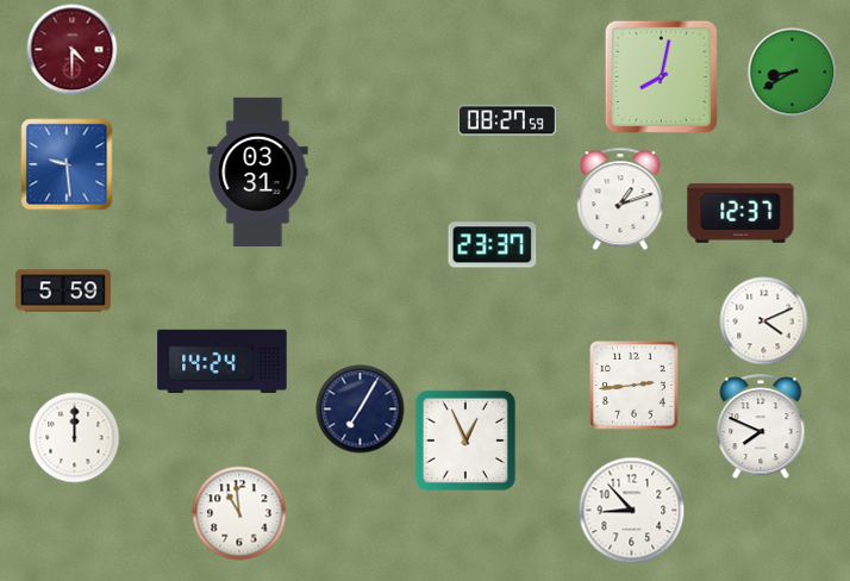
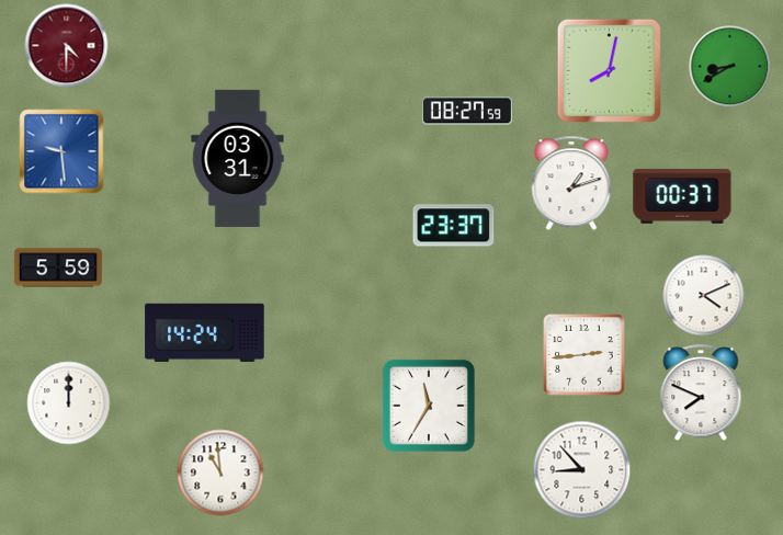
clock at (740, 213): 12:37 -> 00:37
clock at (361, 410): 7:05 -> none
clock at (465, 441): 12:56 -> 11:35
